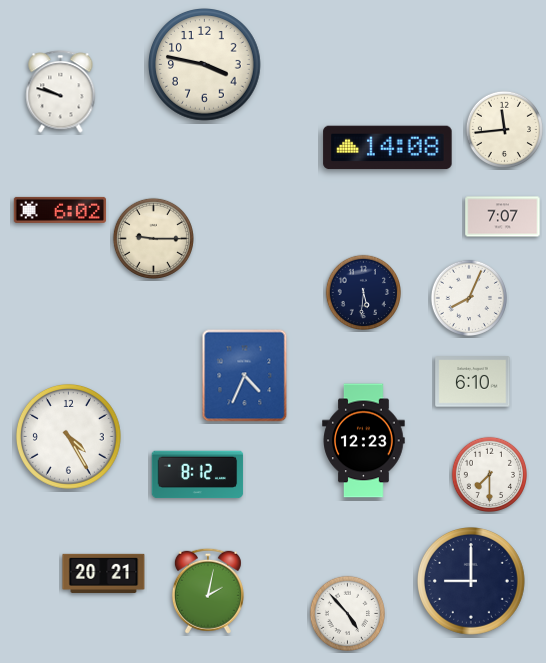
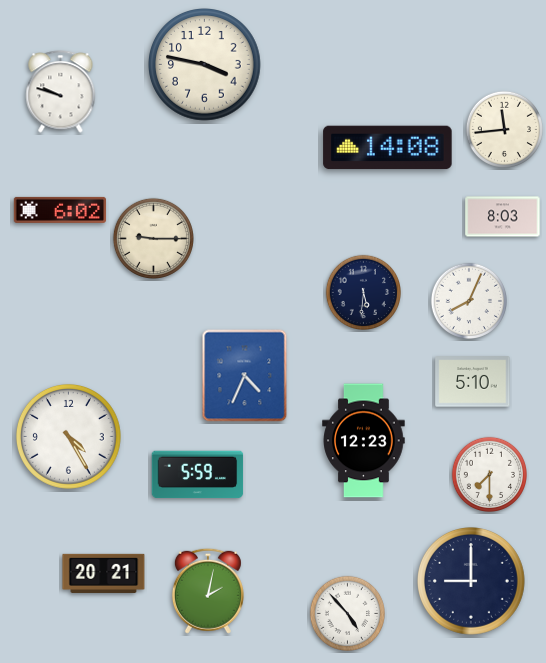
clock at (503, 217): 7:07 -> 8:03
clock at (468, 297) position: (468, 297) -> (468, 300)
clock at (473, 382): 6:10 -> 5:10
clock at (198, 475): 8:12 -> 5:59
